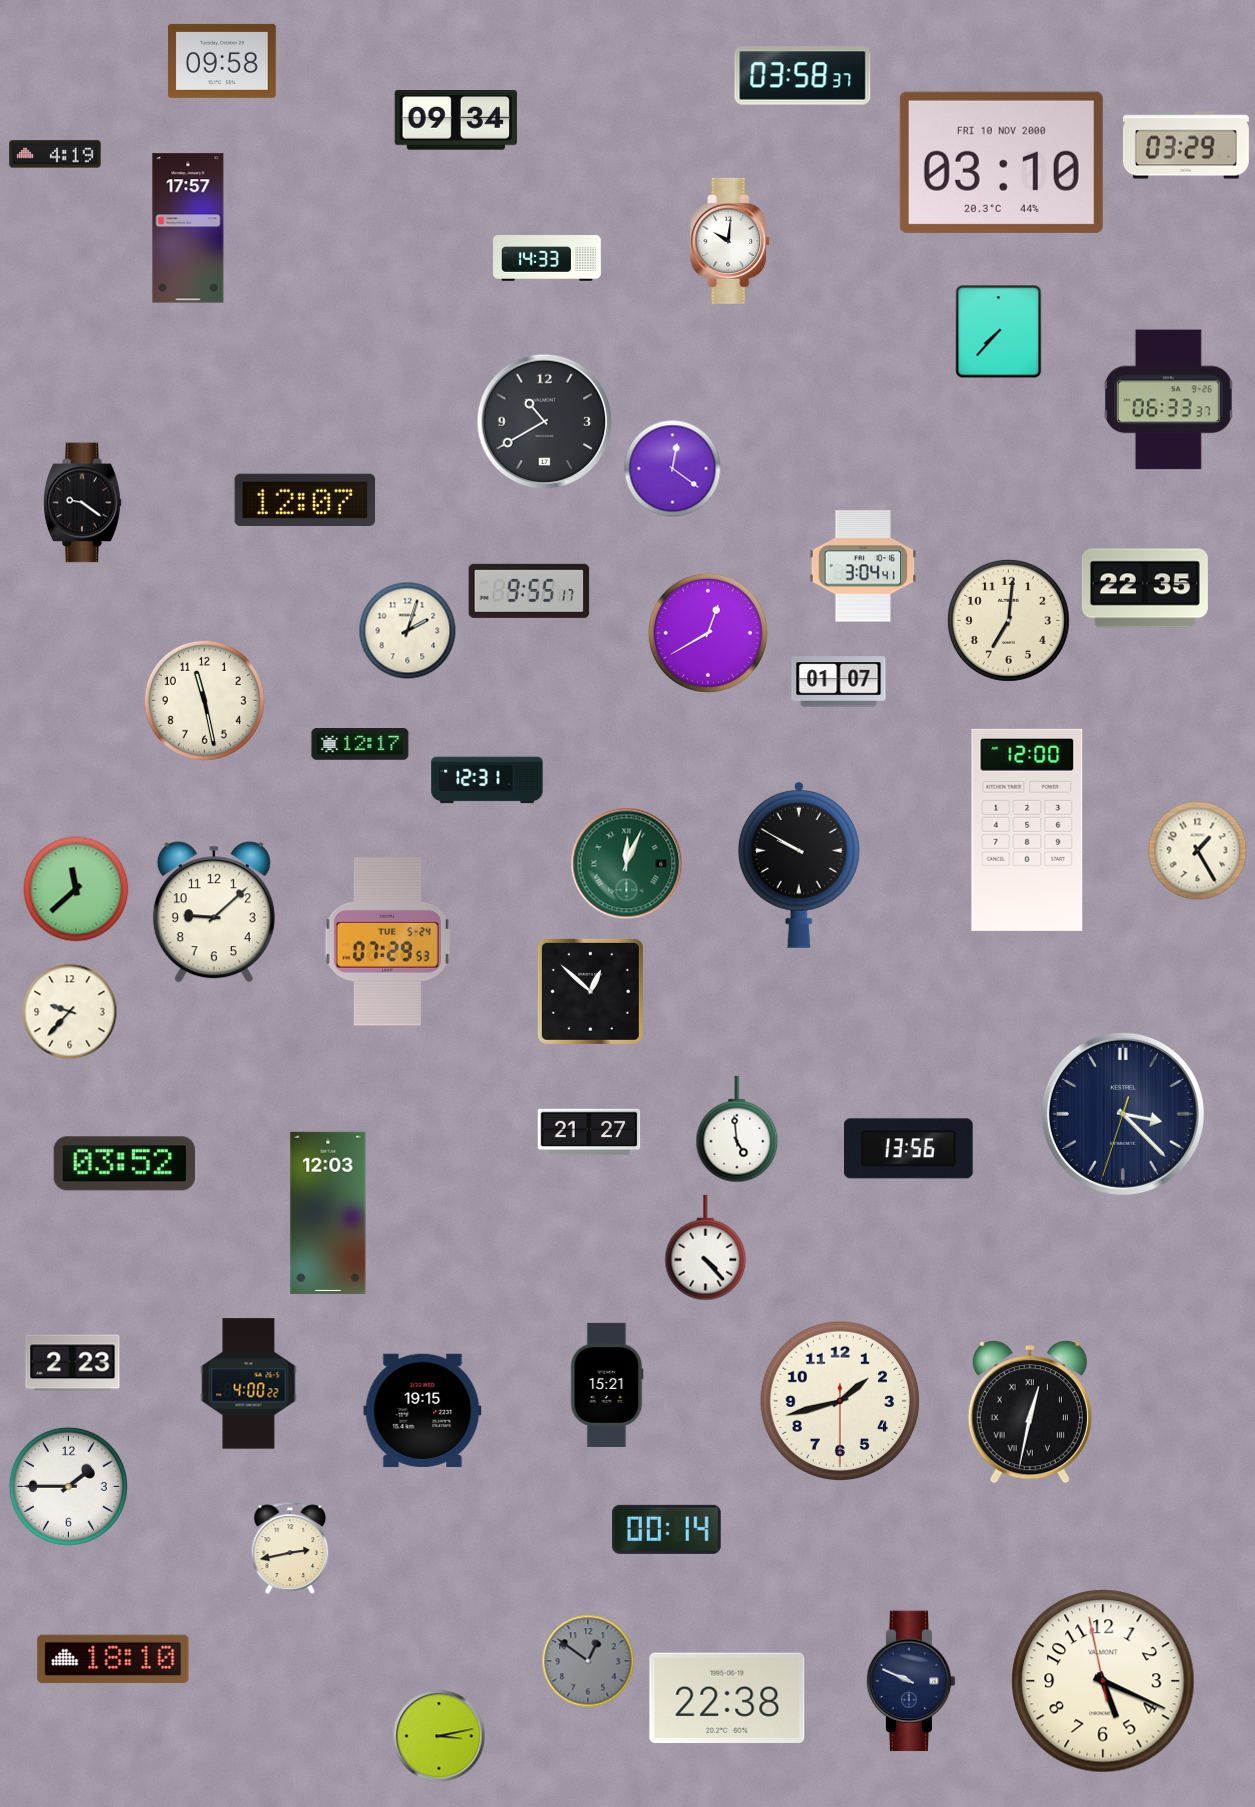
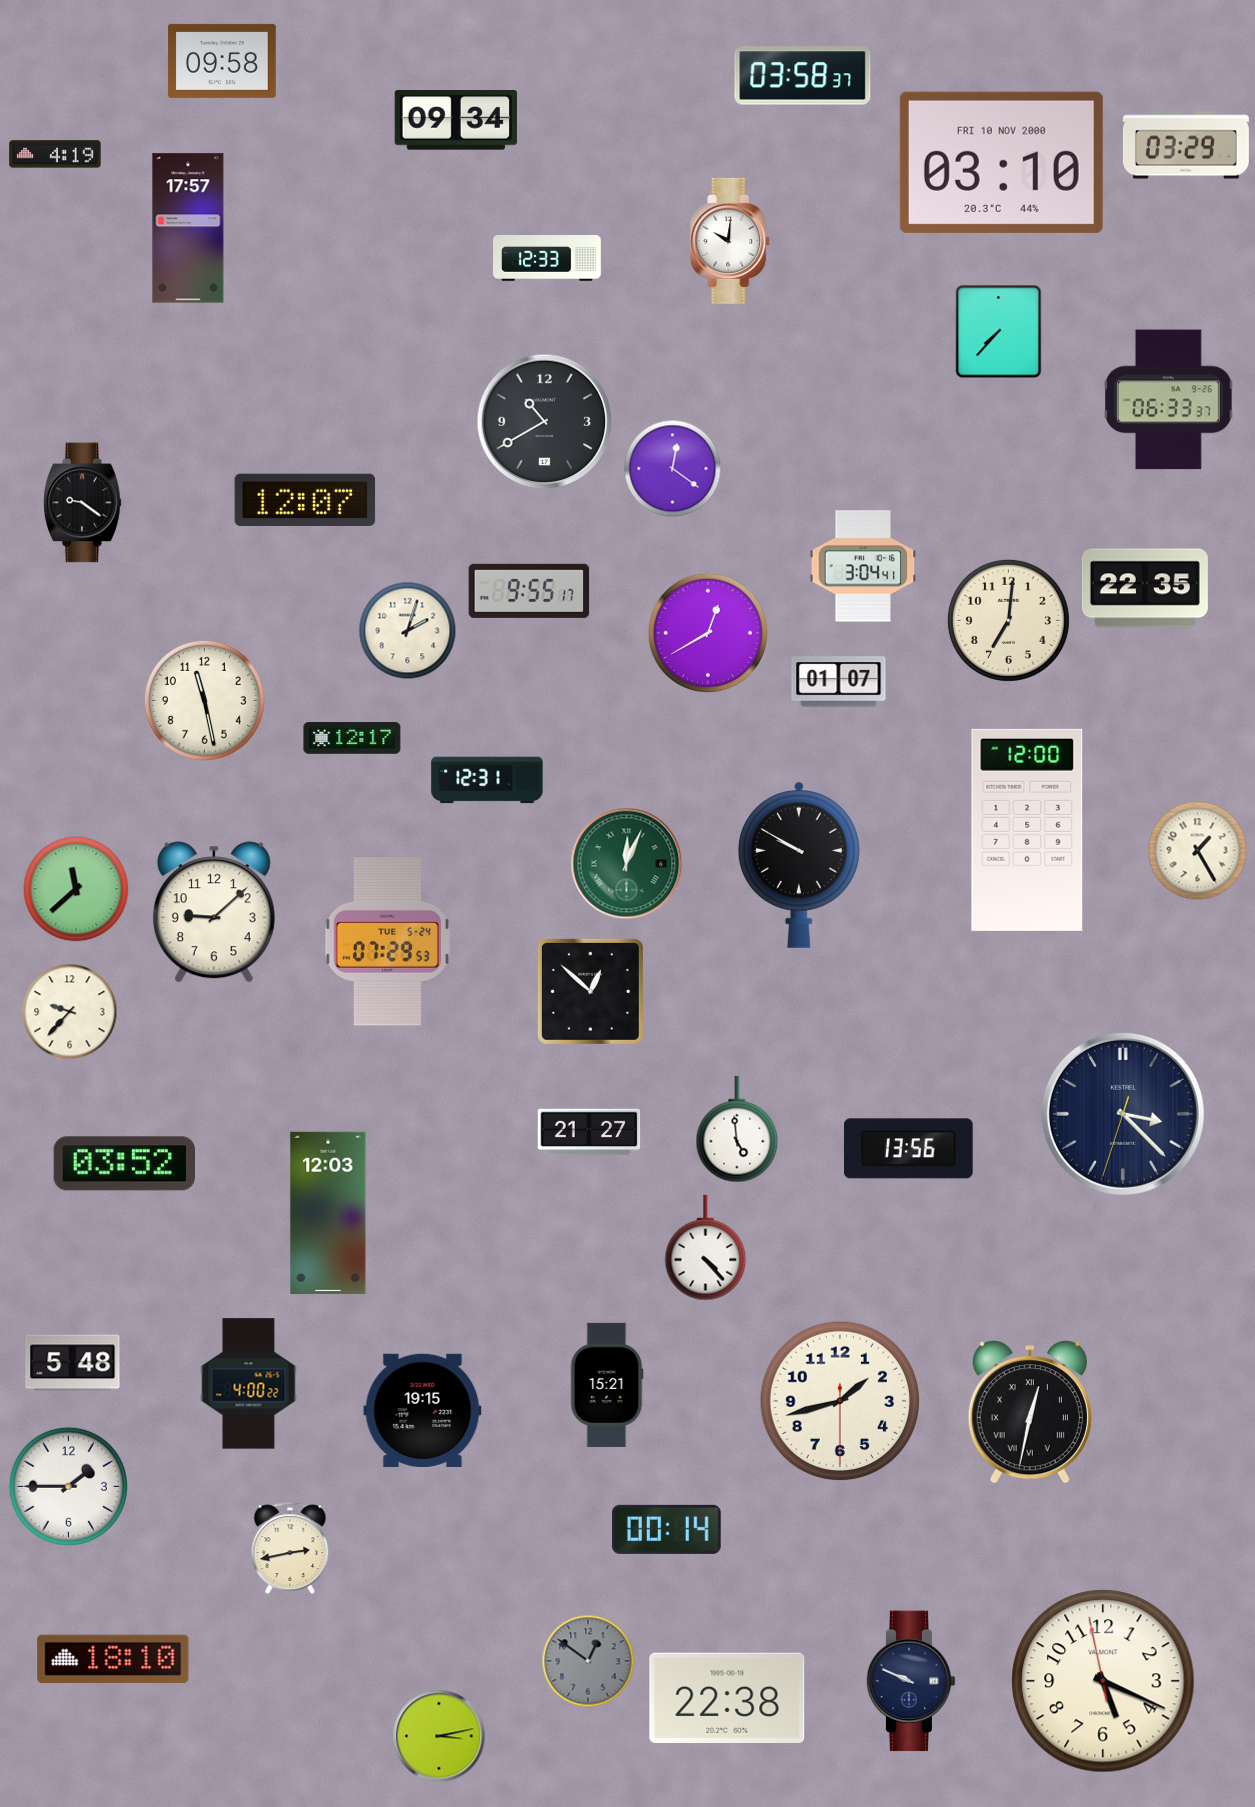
clock at (547, 259): 14:33 -> 12:33
clock at (360, 744) position: (360, 744) -> (352, 738)
clock at (73, 1363): 2:23 -> 5:48
